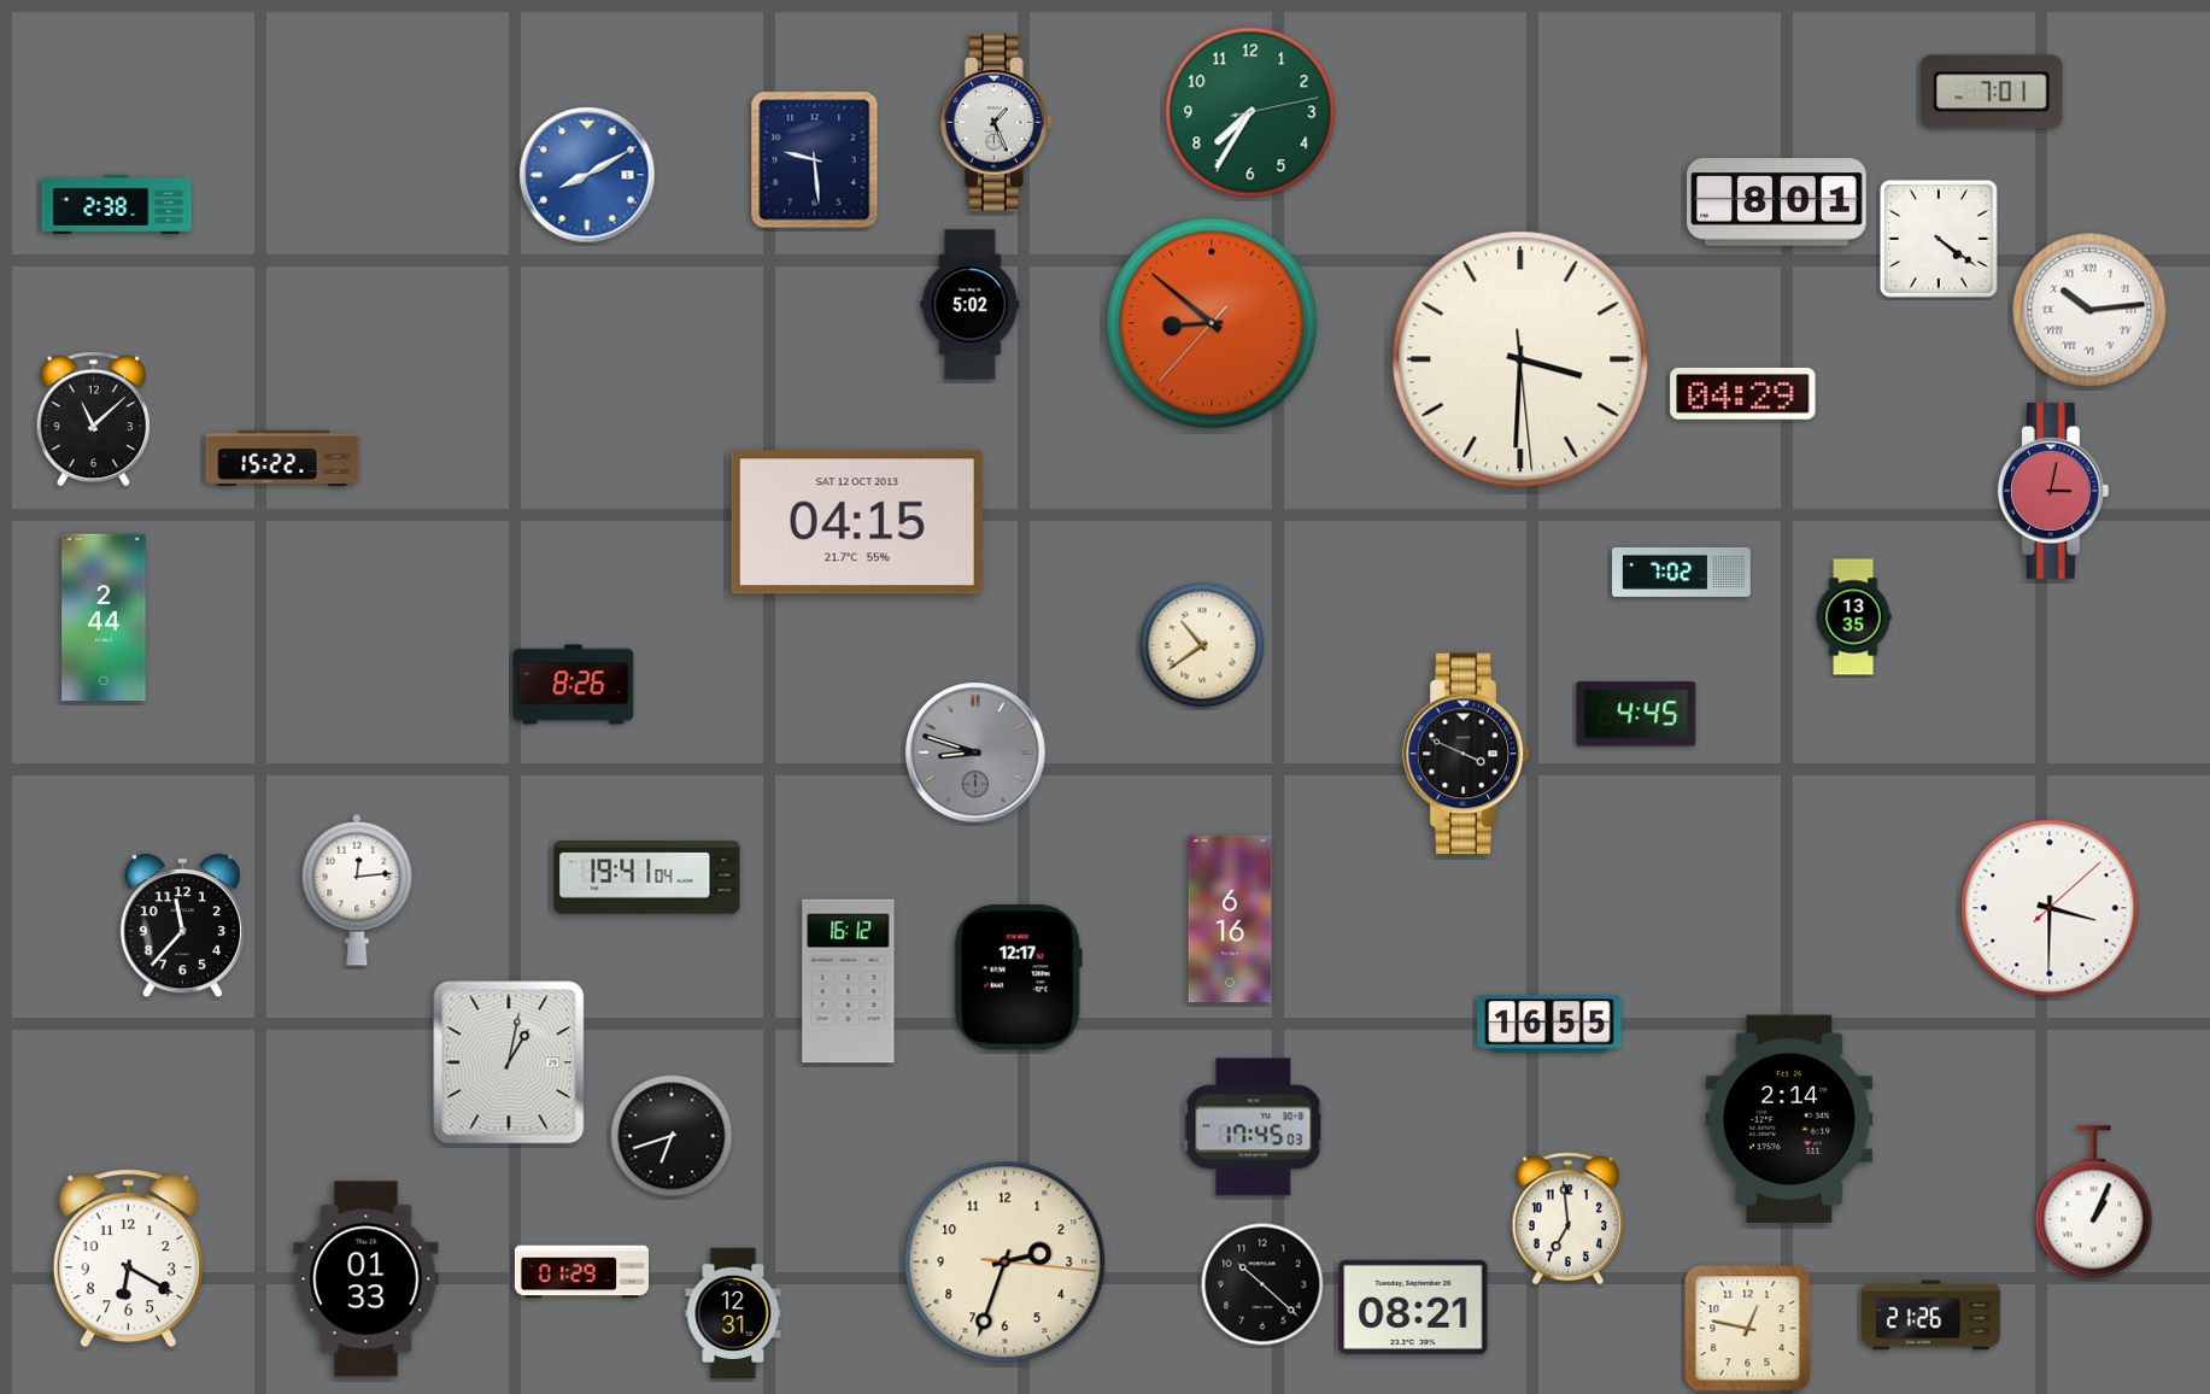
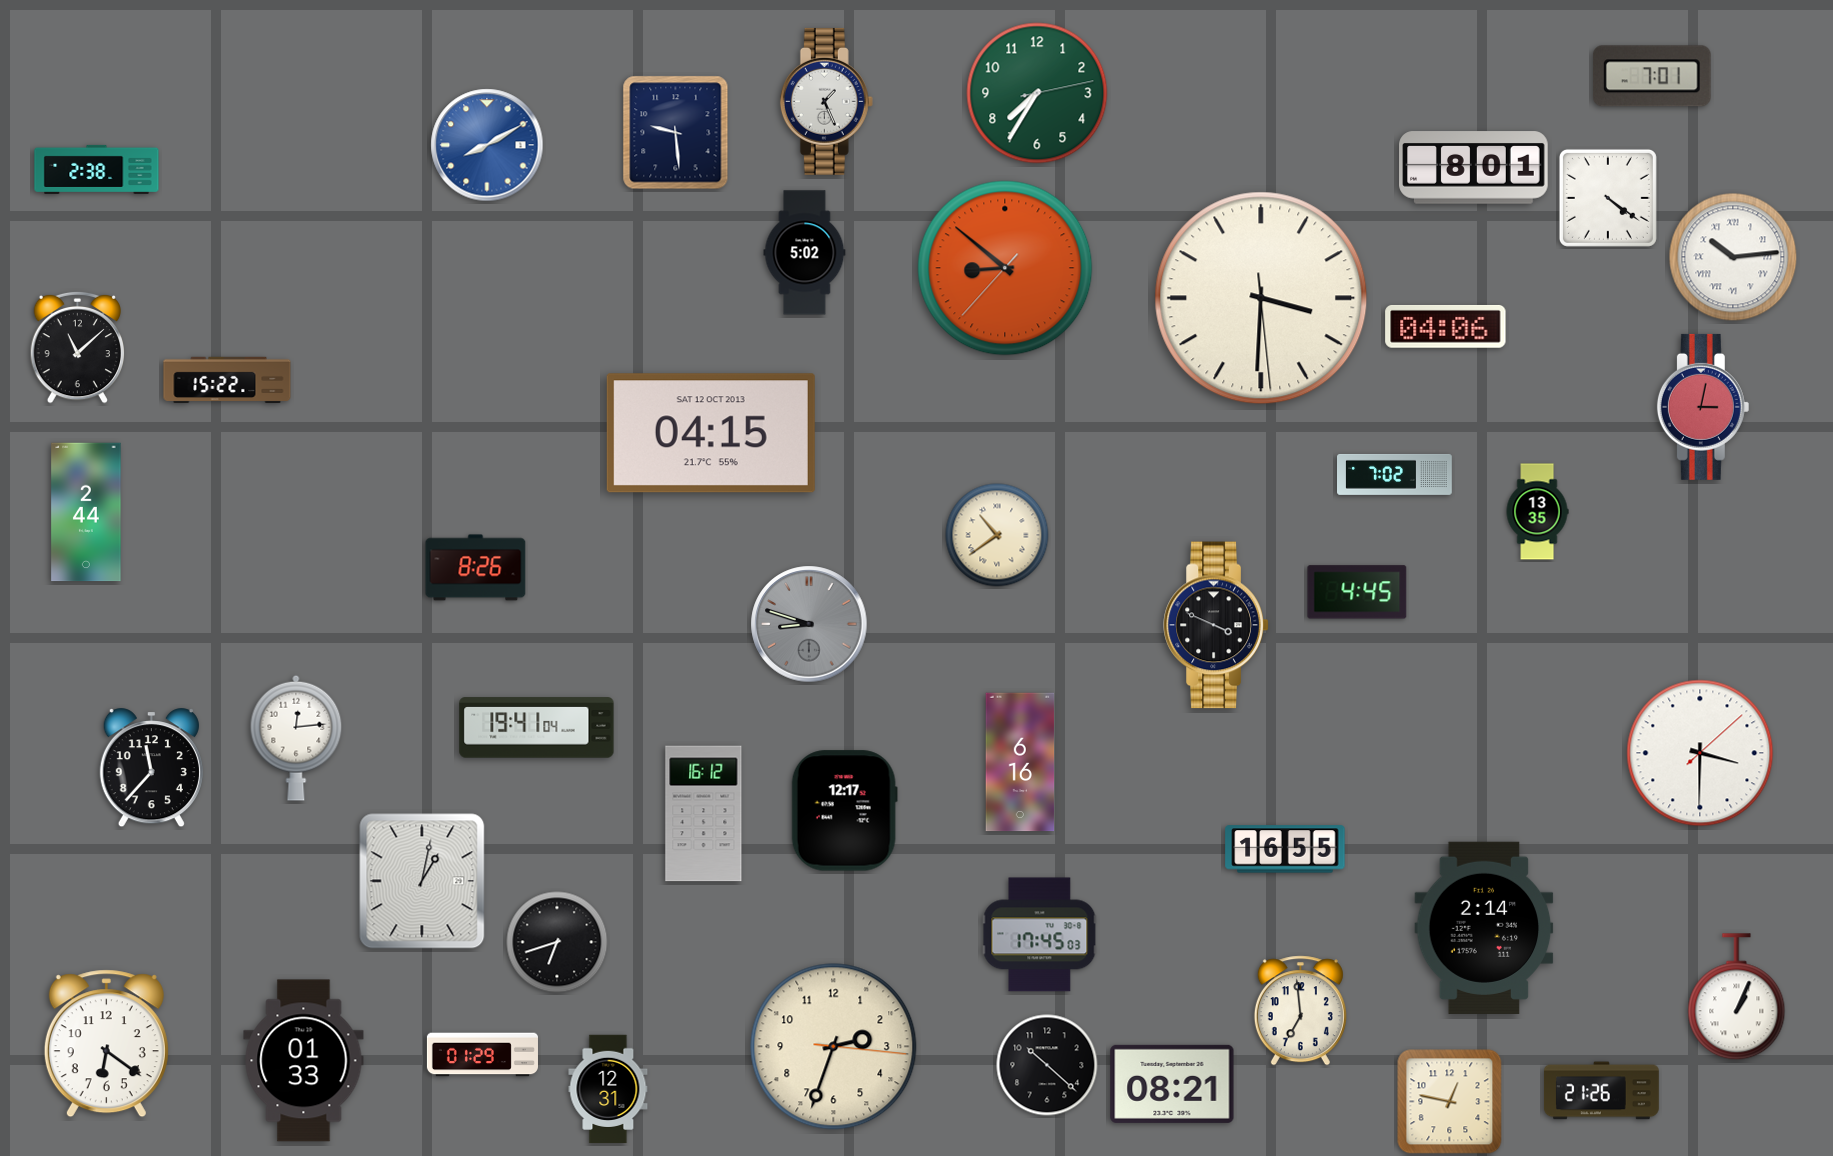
clock at (1743, 393): 04:29 -> 04:06
clock at (282, 458) position: (282, 458) -> (227, 380)
clock at (128, 1259): 6:20 -> 6:21
